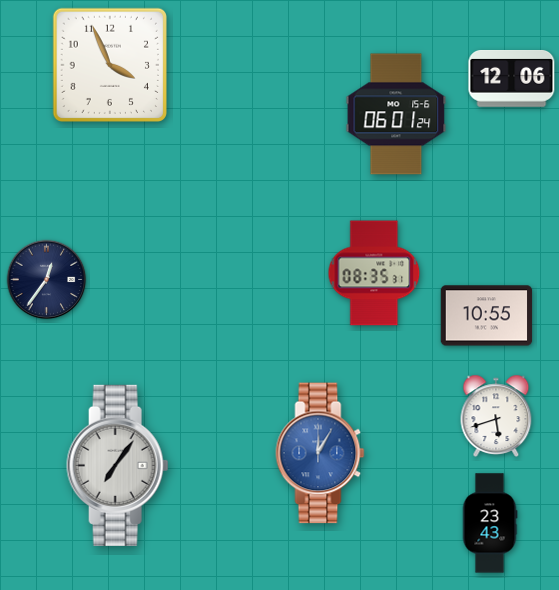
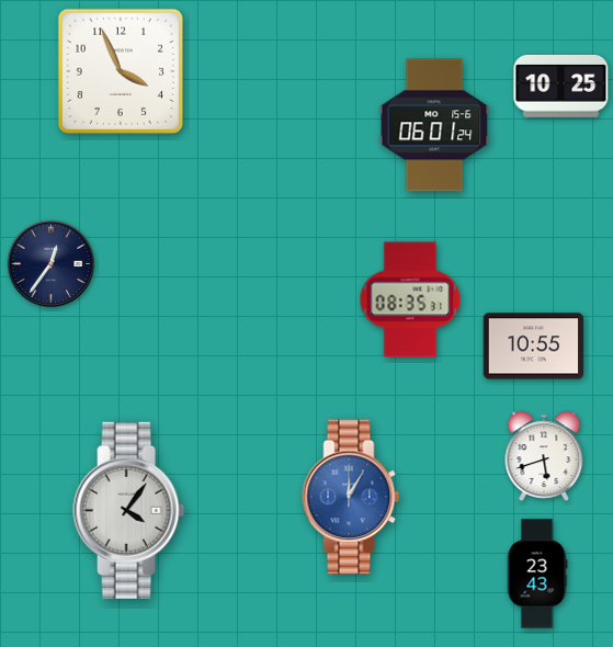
clock at (512, 79): 12:06 -> 10:25
clock at (47, 280) position: (47, 280) -> (52, 264)
clock at (118, 465): 7:06 -> 4:06
